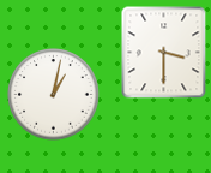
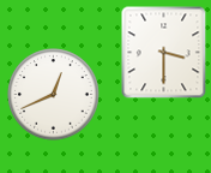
clock at (54, 95): 1:02 -> 12:41
